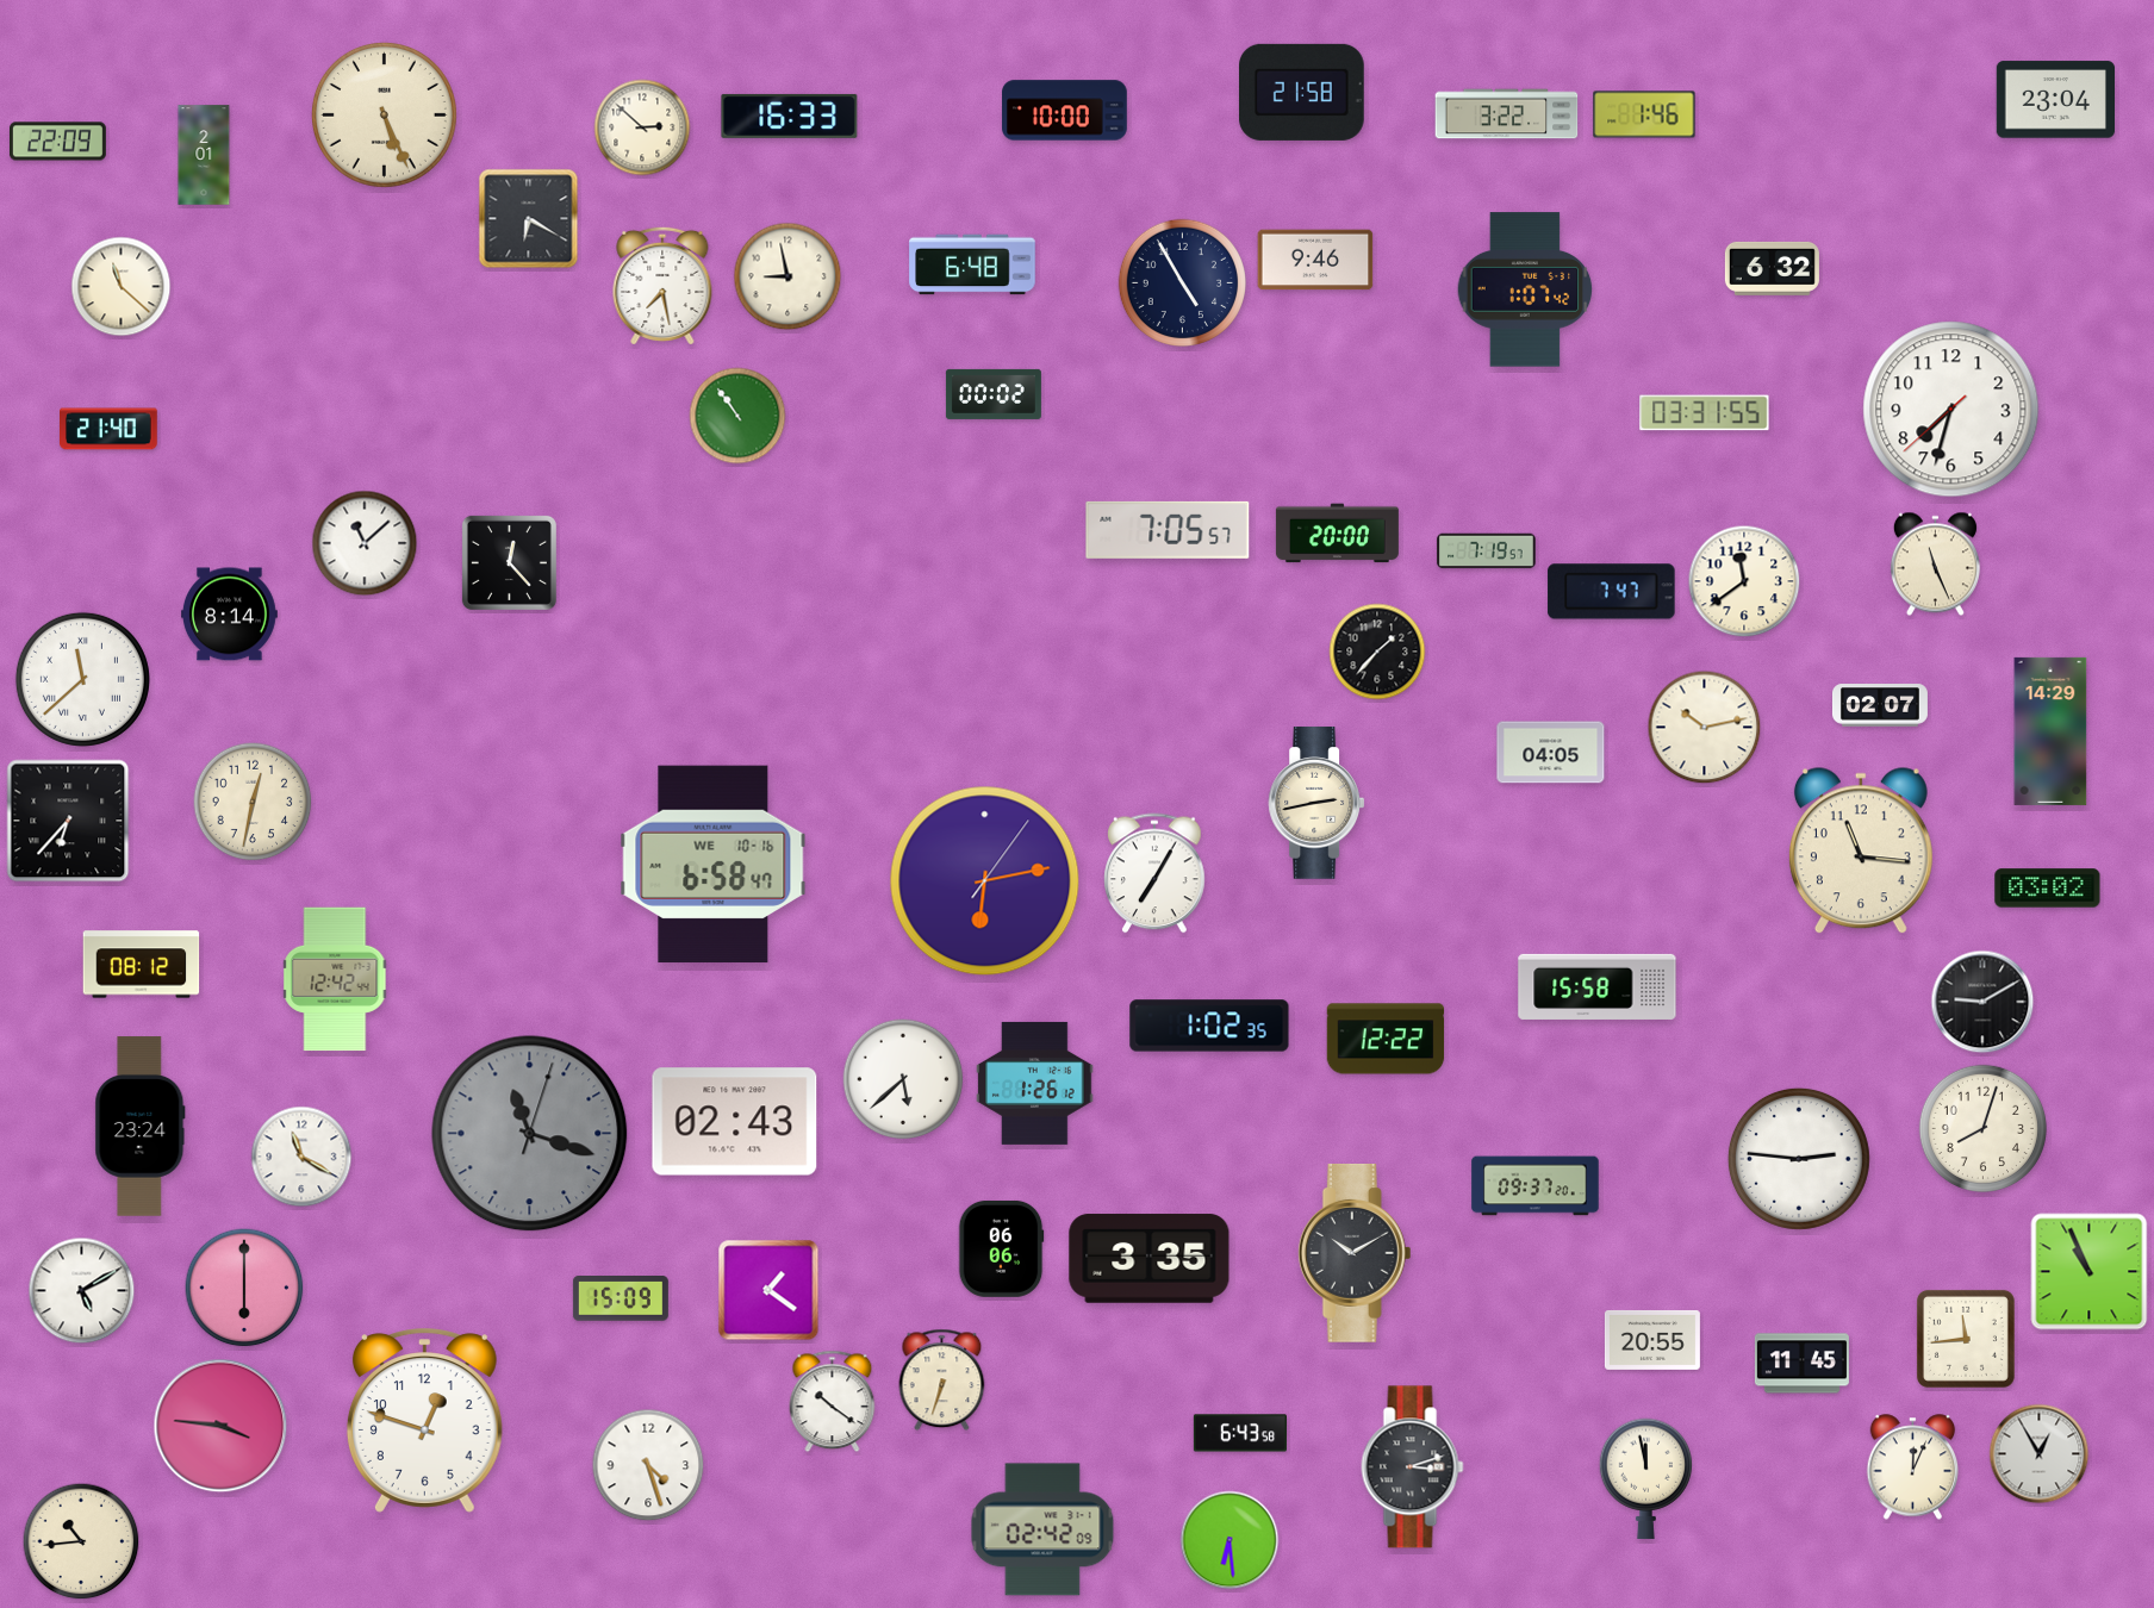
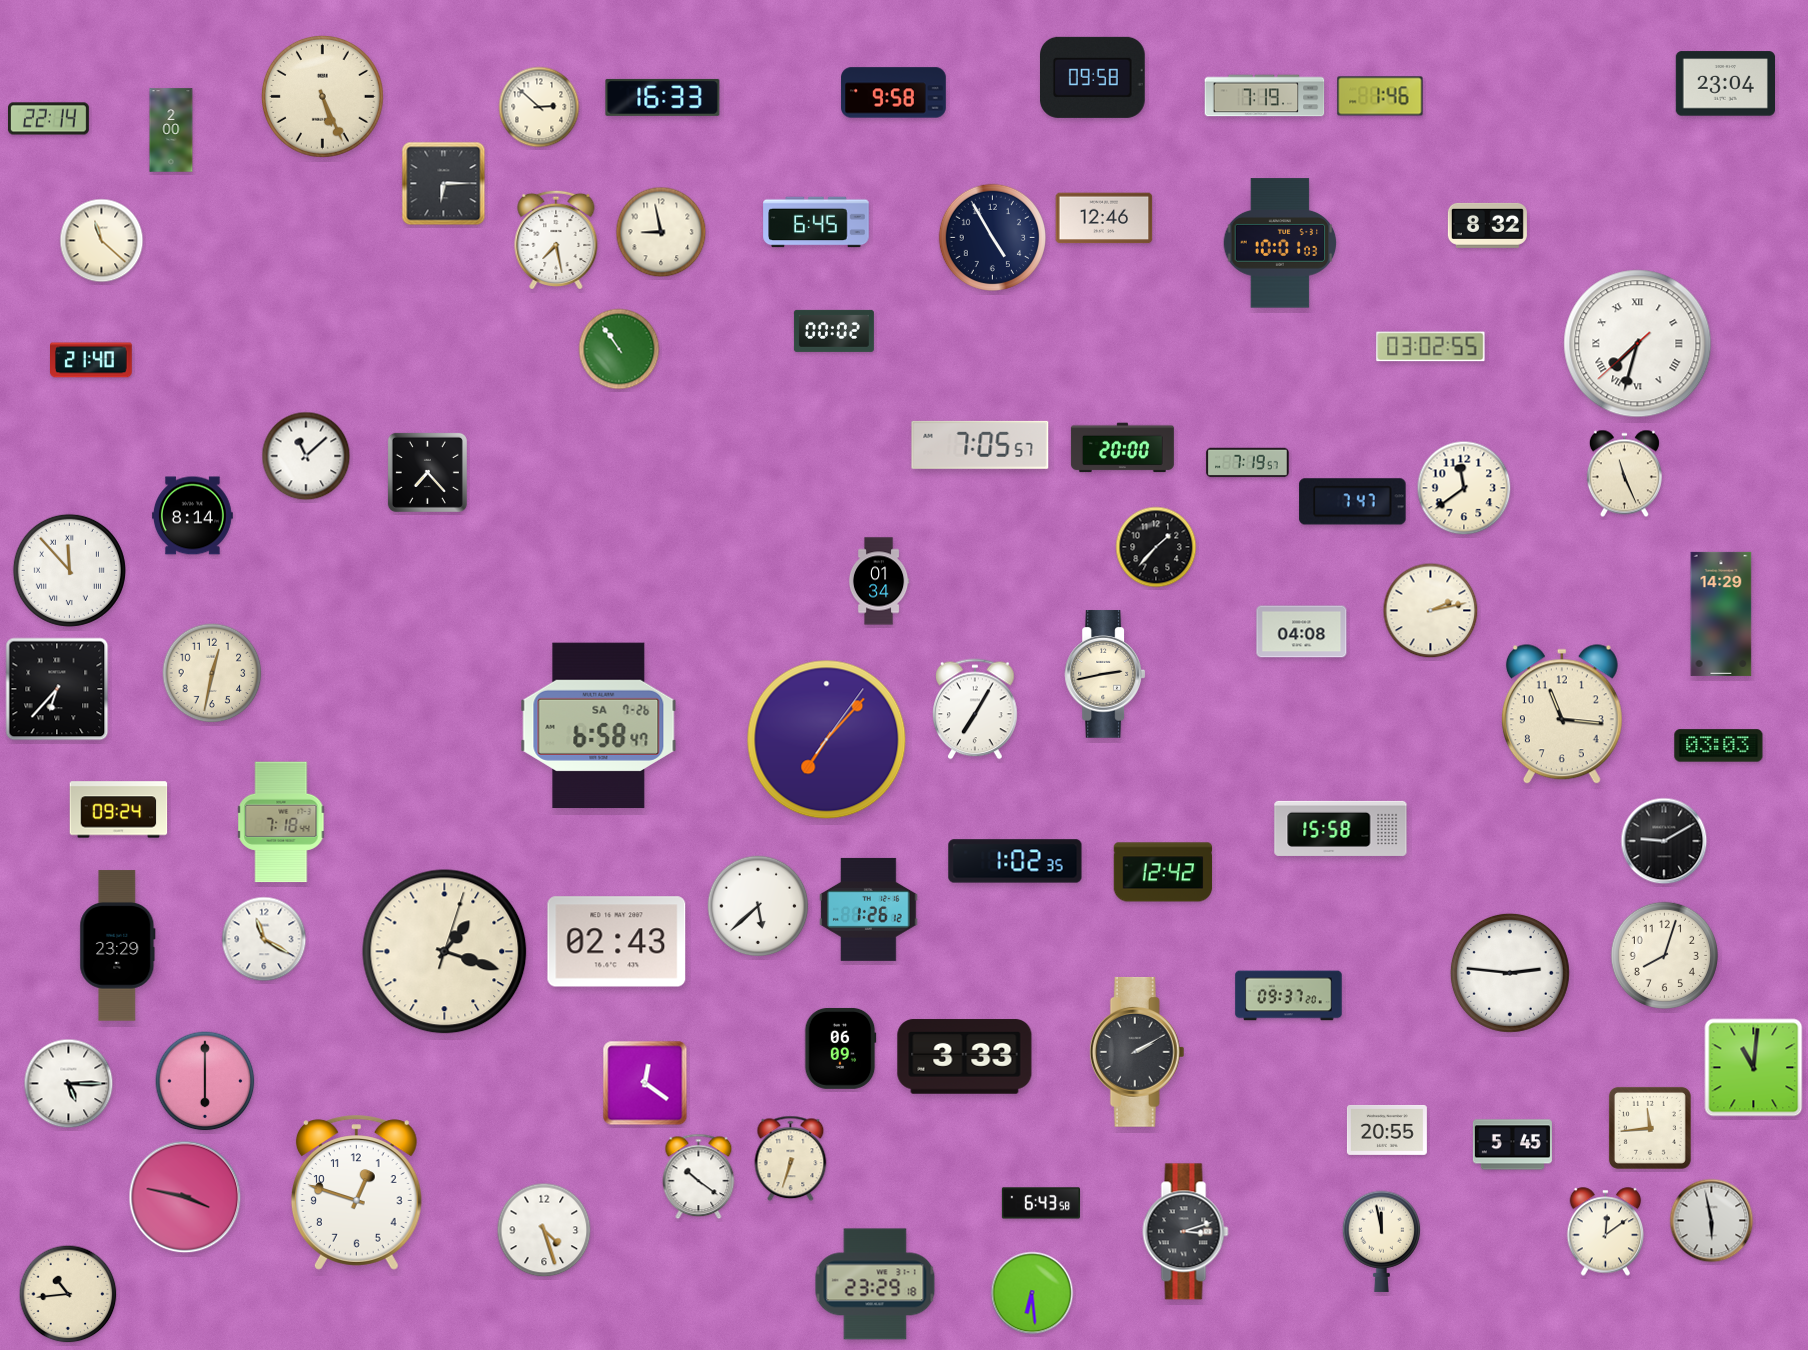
clock at (1302, 92): 21:58 -> 09:58
clock at (1065, 111): 10:00 -> 9:58
clock at (1507, 114): 3:22 -> 7:19
clock at (58, 142): 22:09 -> 22:14
clock at (204, 155): 2:01 -> 2:00
clock at (529, 219): 6:20 -> 6:15
clock at (1315, 260): 9:46 -> 12:46
clock at (972, 264): 6:48 -> 6:45
clock at (1772, 268): 6:32 -> 8:32
clock at (1525, 289): 1:07 -> 10:01
clock at (1951, 410) numerals: Arabic -> Roman
clock at (1705, 413): 03:31 -> 03:02
clock at (509, 562): 12:23 -> 7:23
clock at (1612, 592) position: (1612, 592) -> (1353, 502)
clock at (82, 679): 11:38 -> 11:53
clock at (879, 581): none -> 01:34
clock at (1880, 705): 02:07 -> none
clock at (1705, 728): 10:13 -> 2:13
clock at (1551, 753): 04:05 -> 04:08
clock at (714, 865) date: WE 10-16 -> SA 7-26
clock at (1154, 873) position: (1154, 873) -> (975, 709)
clock at (985, 881): 6:13 -> 7:07
clock at (2048, 889): 03:02 -> 03:03
clock at (142, 965): 08:12 -> 09:24
clock at (335, 979): 12:42 -> 7:18
clock at (1386, 1039): 12:22 -> 12:42
clock at (141, 1127): 23:24 -> 23:29
clock at (1982, 1128) position: (1982, 1128) -> (1664, 955)
clock at (530, 1134): 11:18 -> 1:18
clock at (530, 1134) dial: grey -> cream
clock at (301, 1157) position: (301, 1157) -> (264, 939)
clock at (1001, 1248): 06:06 -> 06:09
clock at (1355, 1253): 10:10 -> 2:10
clock at (1150, 1259): 3:35 -> 3:33
clock at (2090, 1272): 10:56 -> 11:01
clock at (768, 1290): 1:21 -> 12:21
clock at (82, 1291): 5:10 -> 5:15
clock at (621, 1298): 15:09 -> none
clock at (1966, 1339) position: (1966, 1339) -> (1650, 1128)
clock at (1652, 1340) position: (1652, 1340) -> (1387, 1130)
clock at (1801, 1364): 11:45 -> 5:45
clock at (220, 1426): 3:46 -> 3:47
clock at (2040, 1454): 12:55 -> 5:58
clock at (1913, 1467): 12:04 -> 12:09
clock at (1042, 1529): 02:42 -> 23:29
